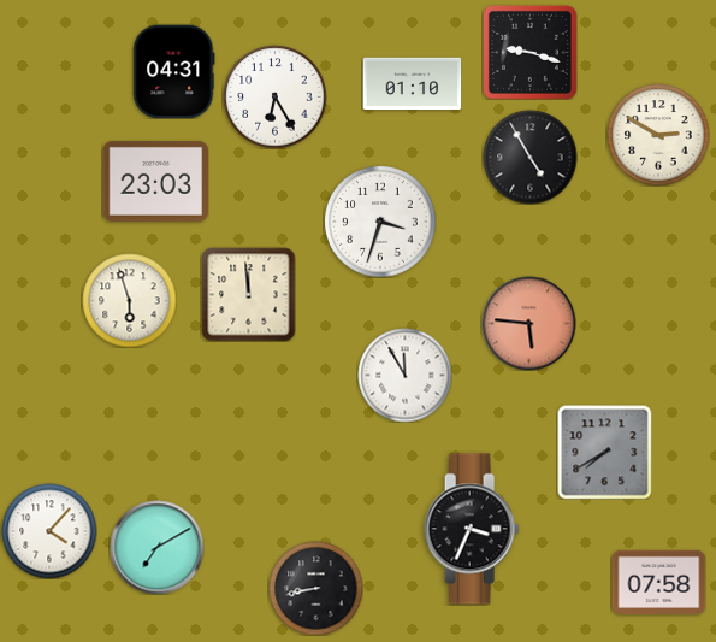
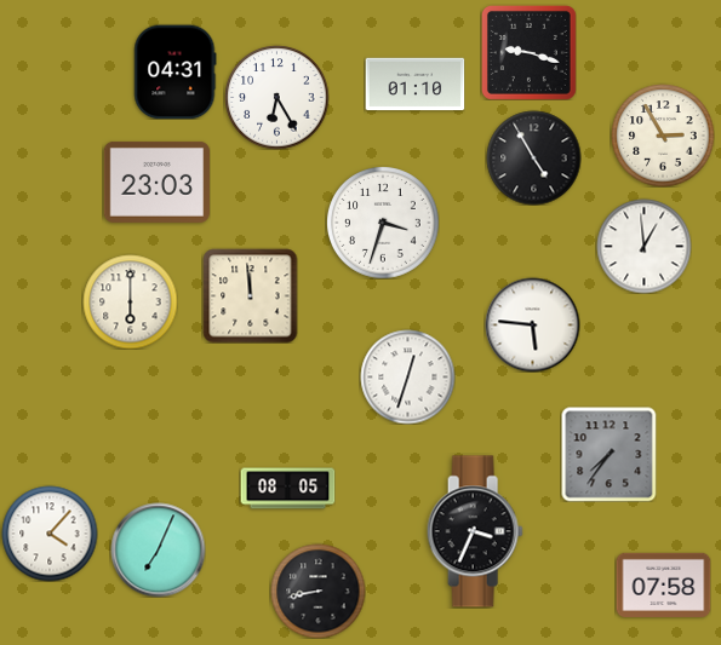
clock at (529, 52) position: (529, 52) -> (528, 52)
clock at (658, 135): 2:50 -> 2:55
clock at (643, 246): none -> 12:59
clock at (129, 300): 5:57 -> 6:00
clock at (528, 323) dial: salmon -> white
clock at (404, 375): 11:55 -> 12:33
clock at (604, 452): 7:40 -> 7:36
clock at (287, 489): none -> 08:05
clock at (156, 547): 7:10 -> 7:04
